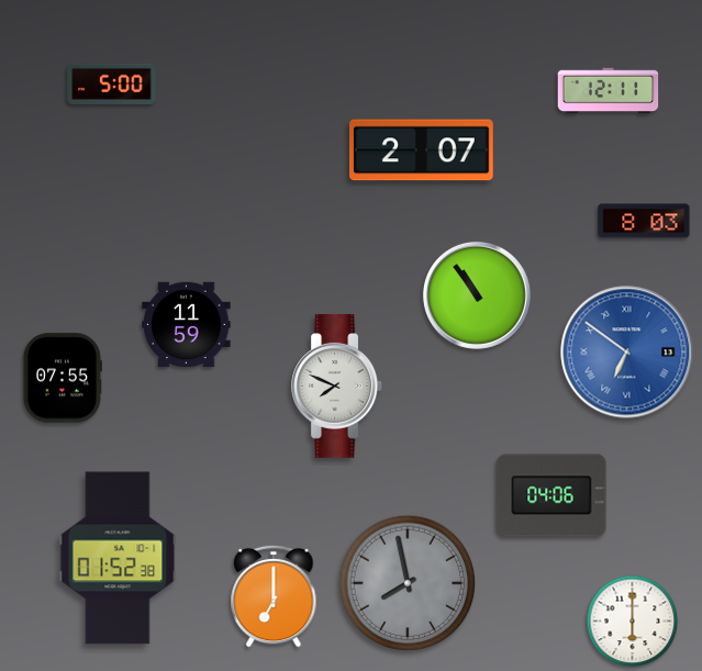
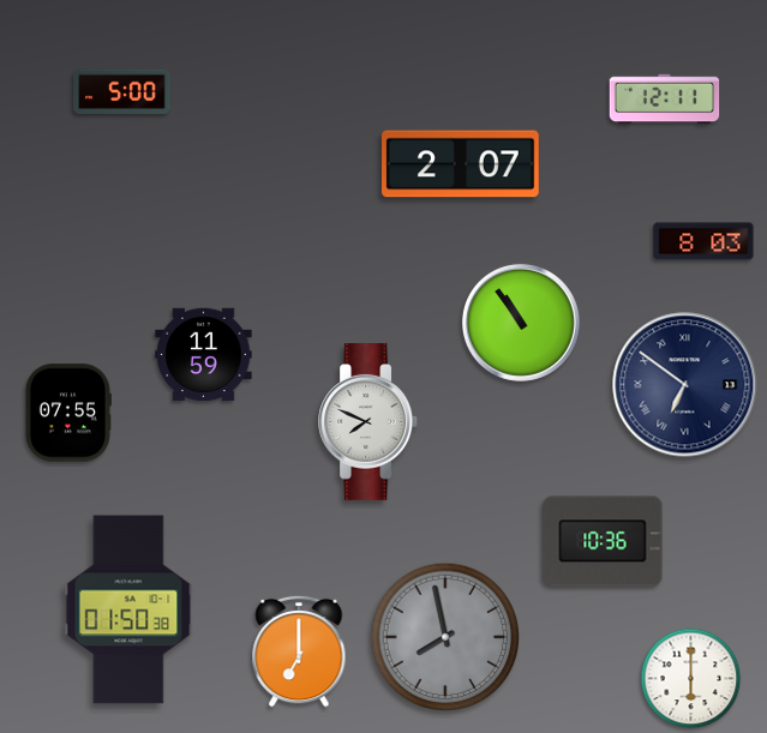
clock at (627, 353) dial: blue -> navy
clock at (551, 495): 04:06 -> 10:36
clock at (118, 558): 01:52 -> 01:50
